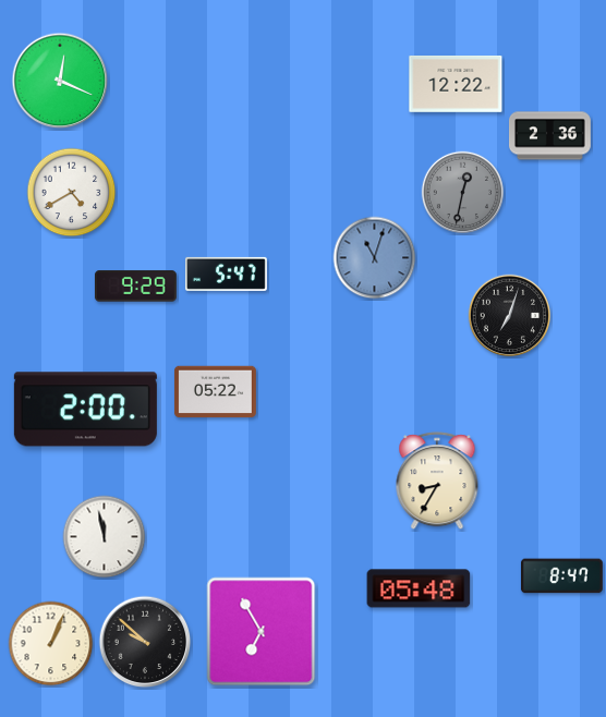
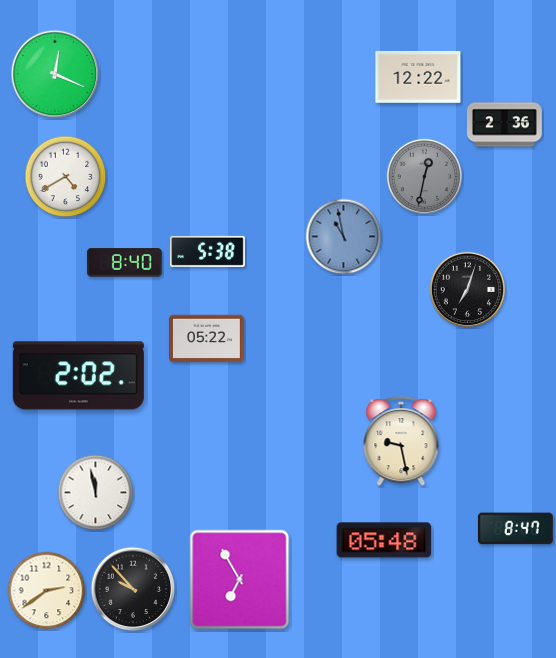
clock at (375, 258): 11:03 -> 10:58
clock at (226, 274): 5:47 -> 5:38
clock at (135, 287): 9:29 -> 8:40
clock at (215, 392) position: (215, 392) -> (206, 339)
clock at (85, 410): 2:00 -> 2:02
clock at (437, 482): 8:35 -> 9:28
clock at (145, 642): 9:52 -> 9:53
clock at (51, 644): 1:04 -> 2:39
